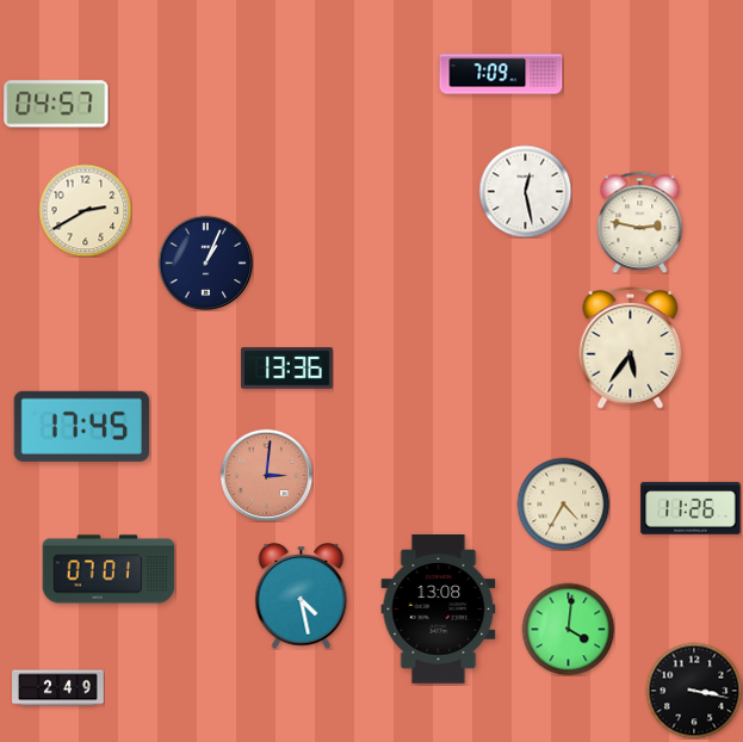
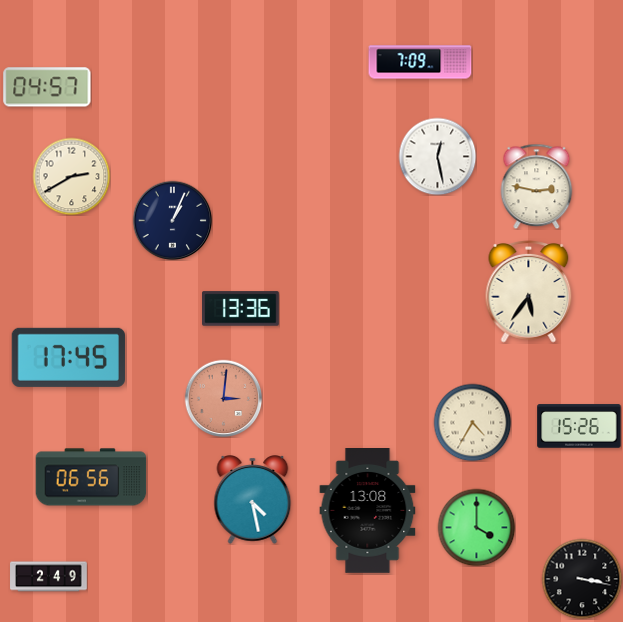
clock at (525, 191) position: (525, 191) -> (437, 156)
clock at (691, 508): 11:26 -> 15:26
clock at (109, 569): 07:01 -> 06:56
clock at (568, 629): 4:01 -> 4:00
